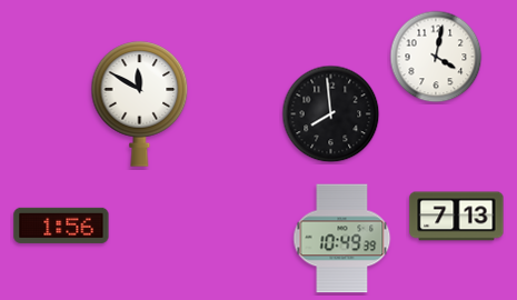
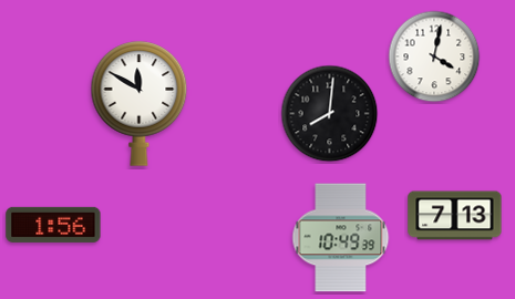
clock at (331, 114): 7:59 -> 8:01
clock at (61, 226) position: (61, 226) -> (53, 225)
